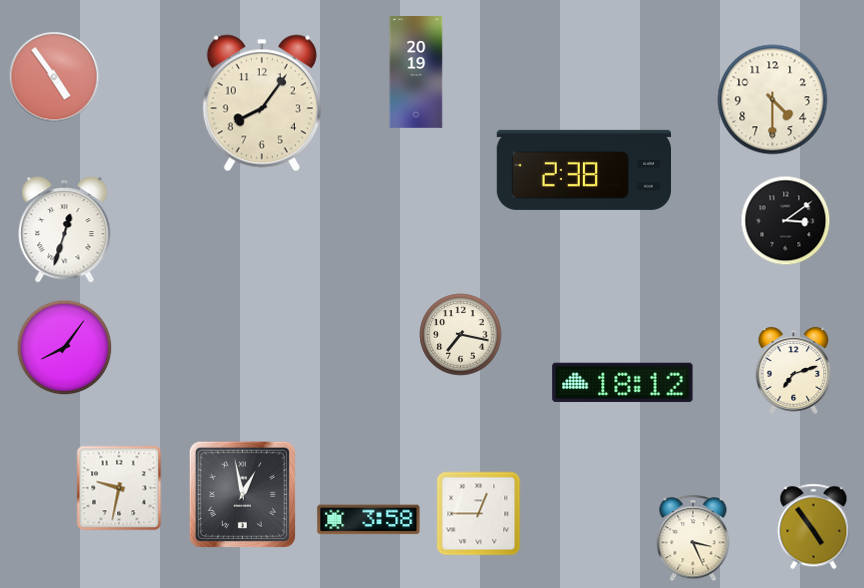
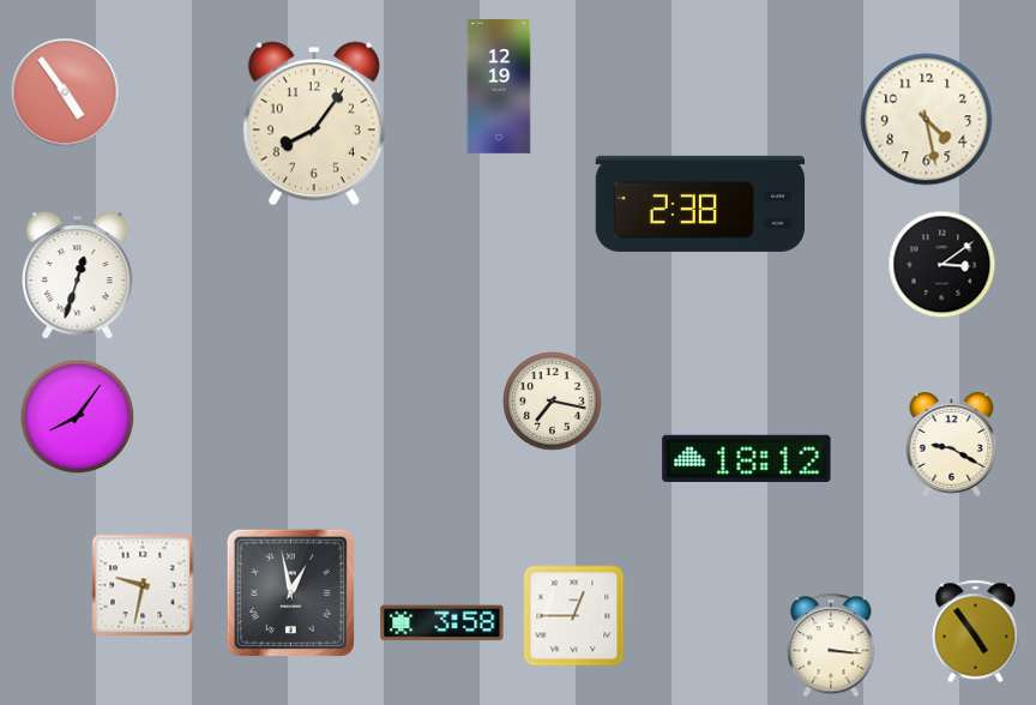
clock at (416, 73): 20:19 -> 12:19
clock at (773, 100): 4:30 -> 4:28
clock at (794, 370): 7:12 -> 9:20
clock at (693, 538): 3:26 -> 3:16
